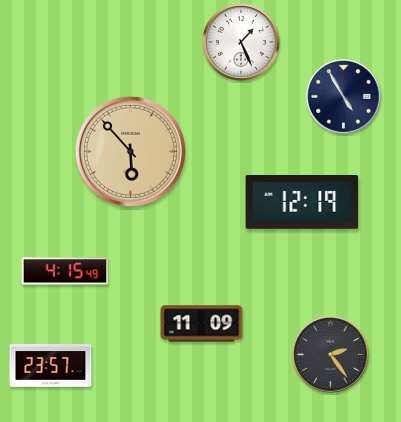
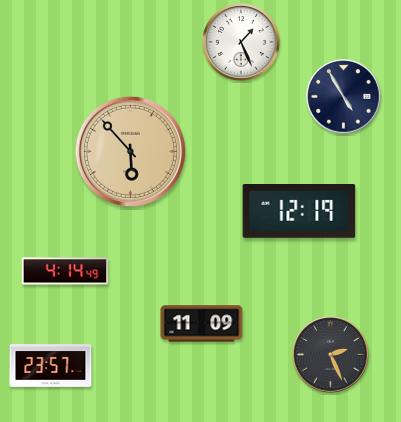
clock at (302, 203) position: (302, 203) -> (299, 212)
clock at (65, 271): 4:15 -> 4:14
clock at (331, 355): 2:24 -> 2:26
